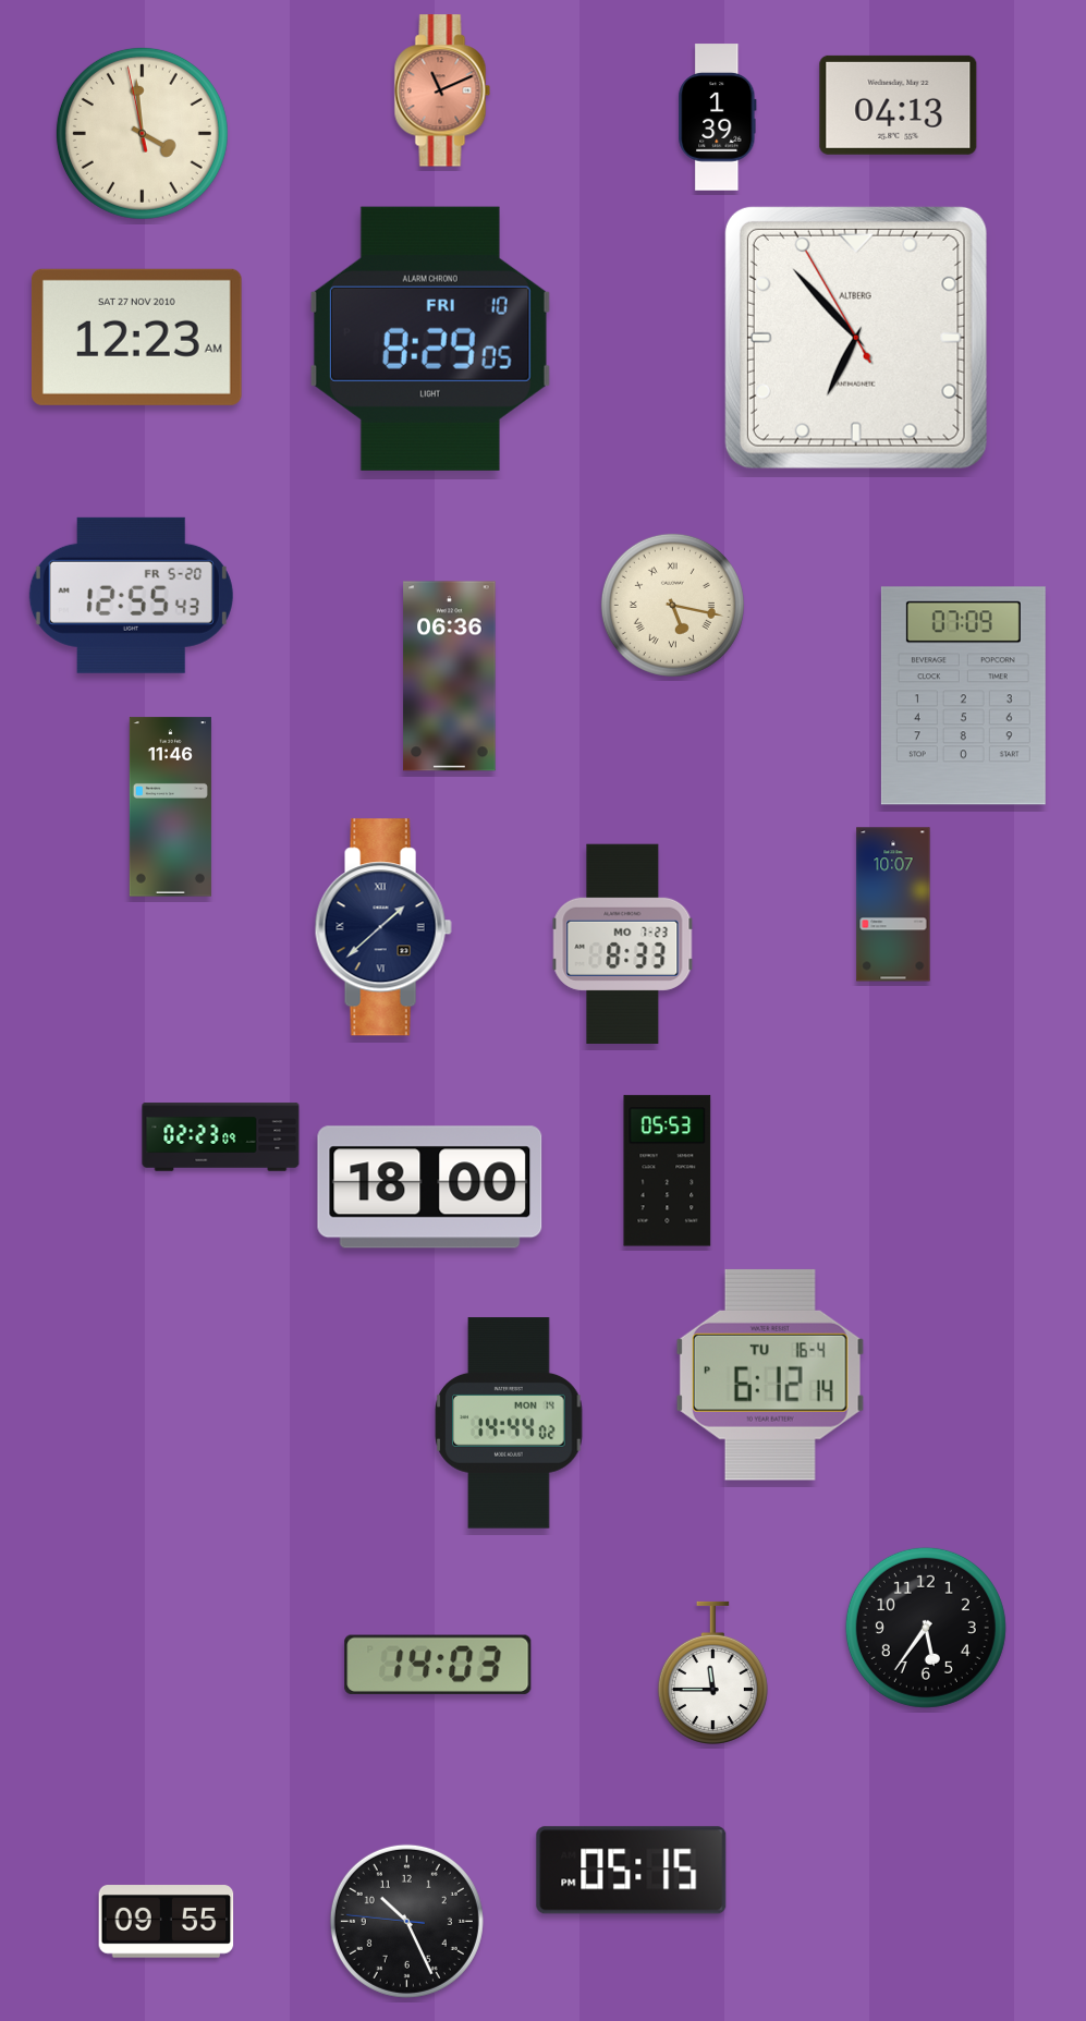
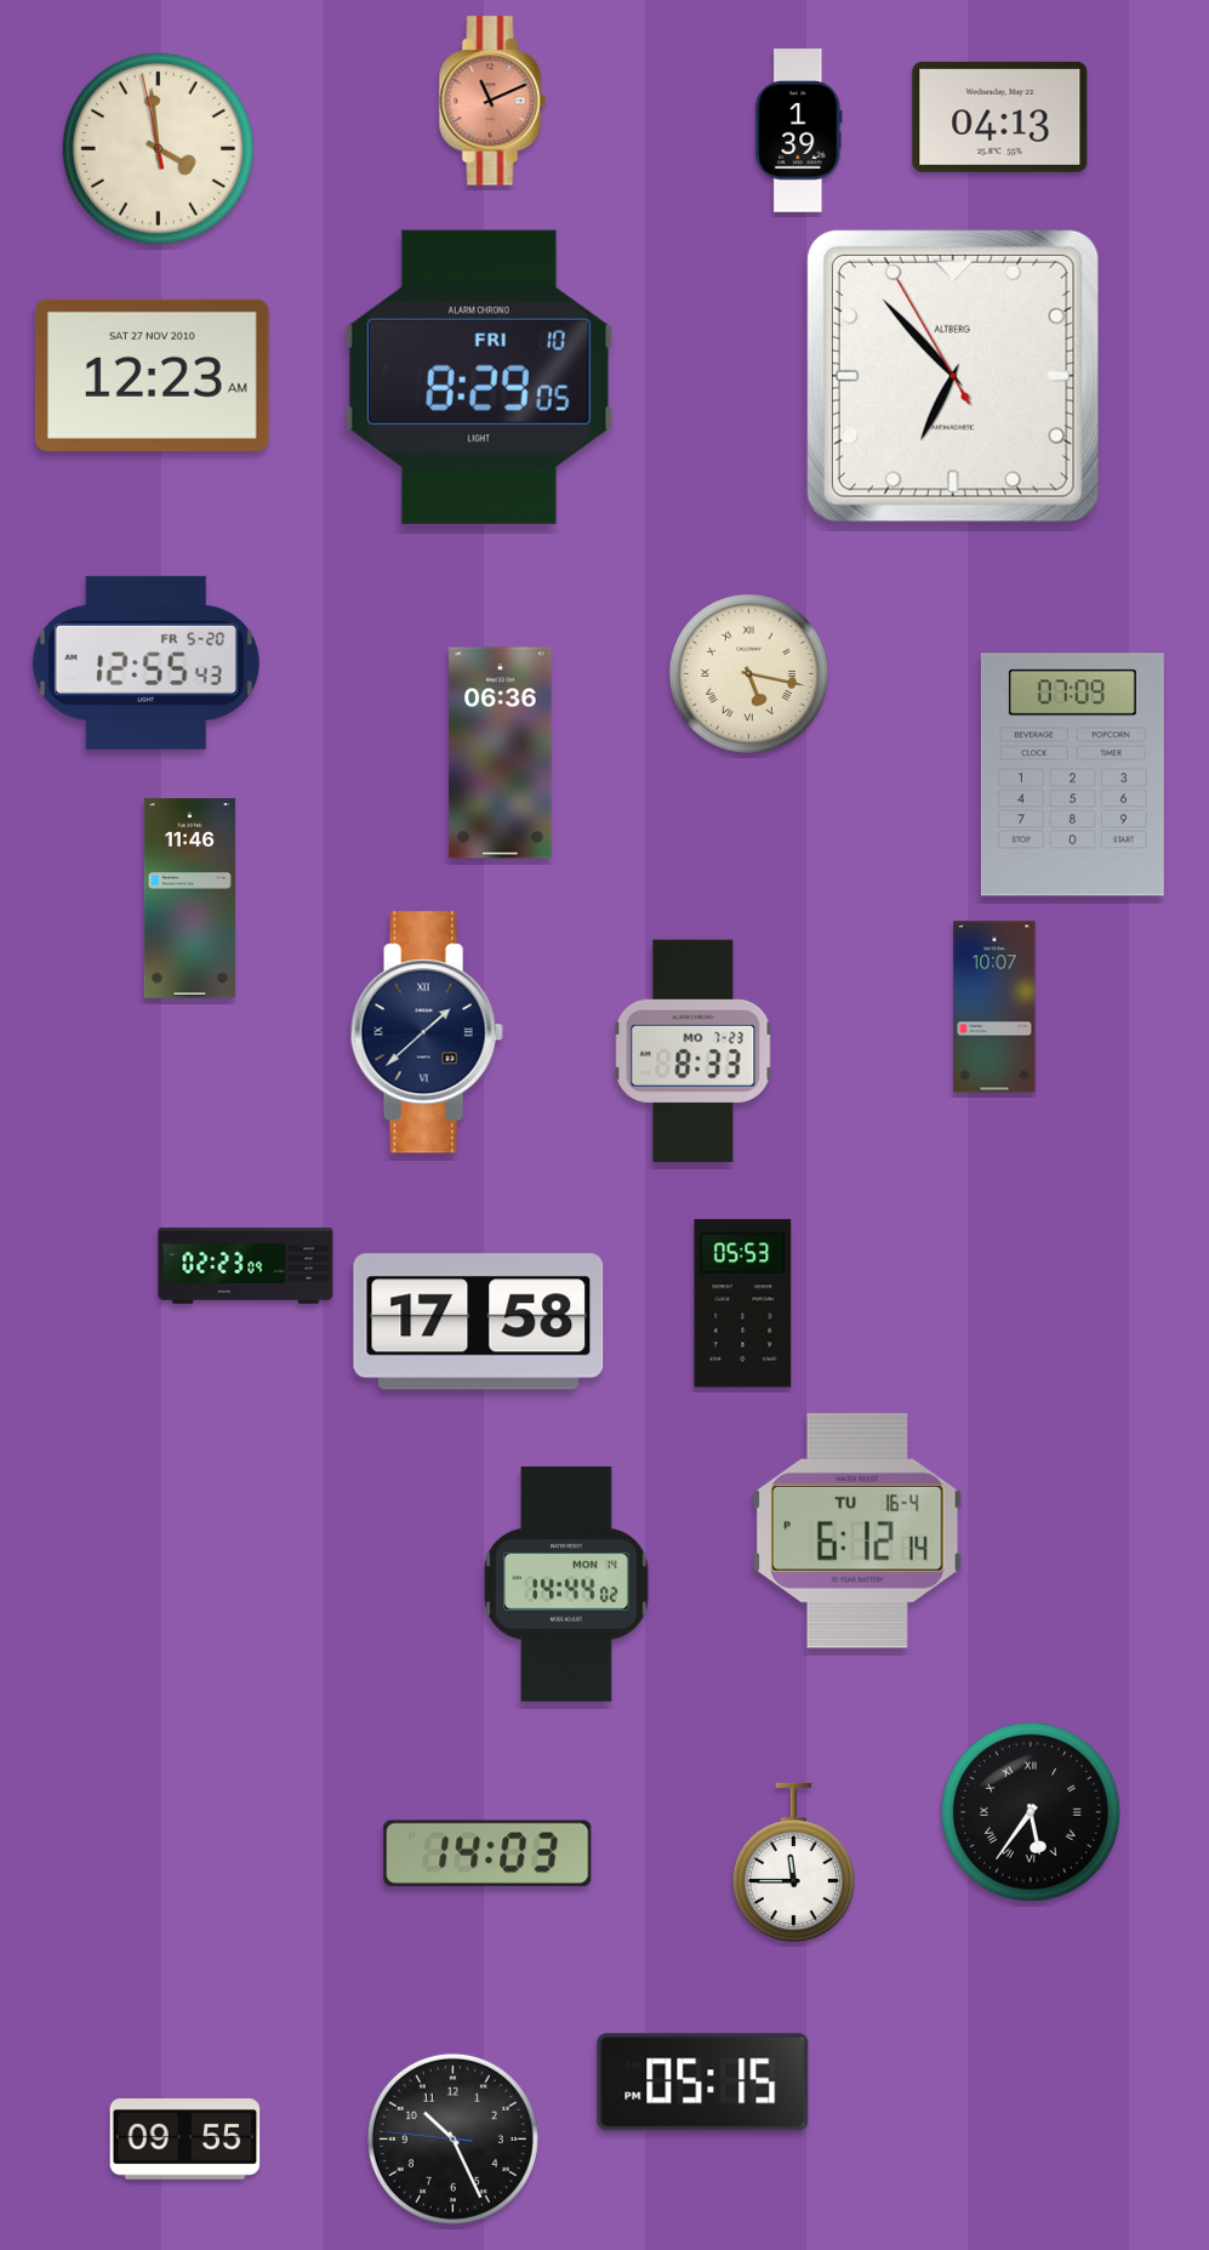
clock at (430, 1188): 18:00 -> 17:58
clock at (926, 1628) numerals: Arabic -> Roman
